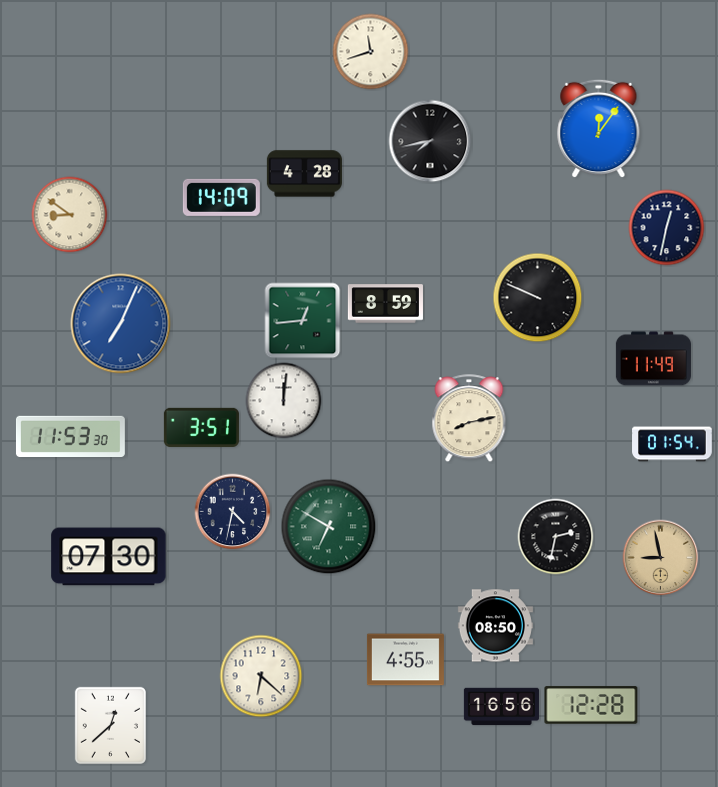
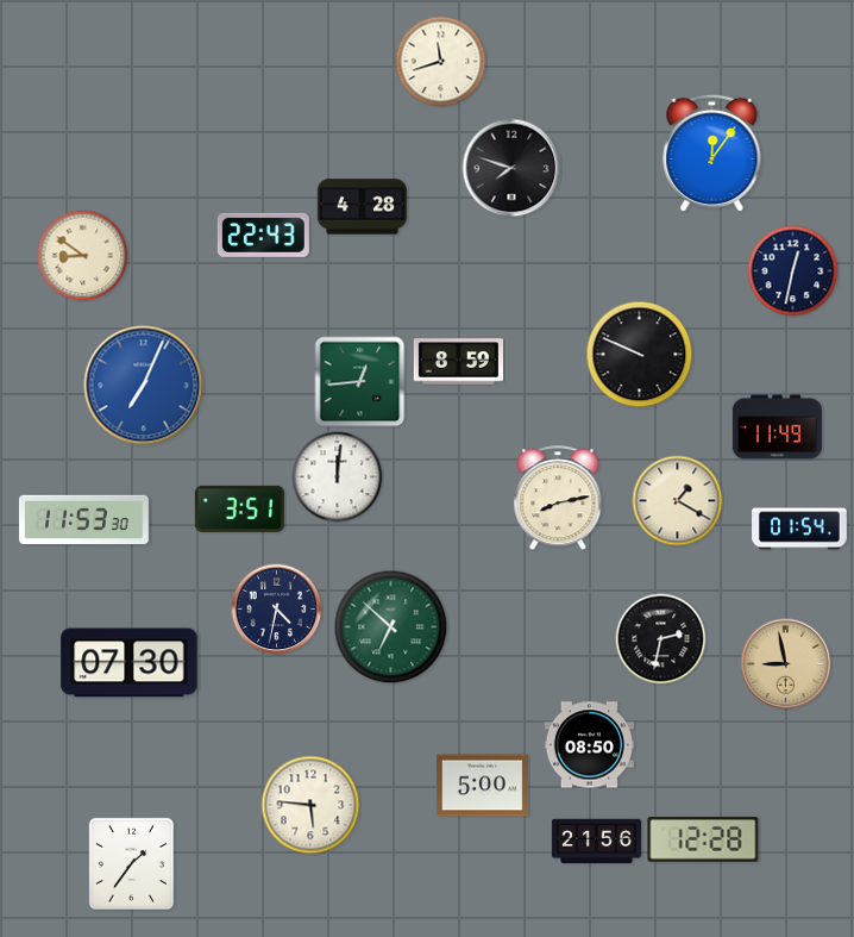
clock at (430, 141): 7:43 -> 7:48
clock at (221, 197): 14:09 -> 22:43
clock at (678, 501): none -> 1:20
clock at (329, 527): 6:50 -> 6:52
clock at (405, 660): 4:55 -> 5:00
clock at (261, 676): 6:22 -> 5:46
clock at (501, 707): 16:56 -> 21:56
clock at (110, 725): 12:38 -> 1:36
